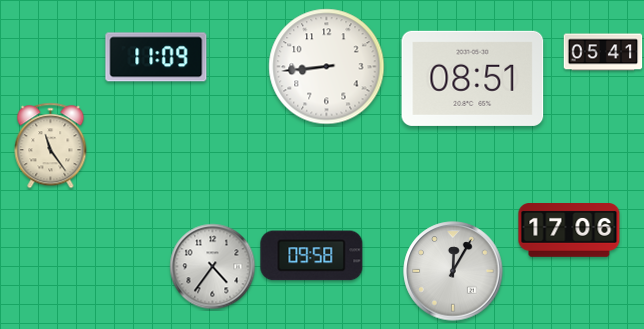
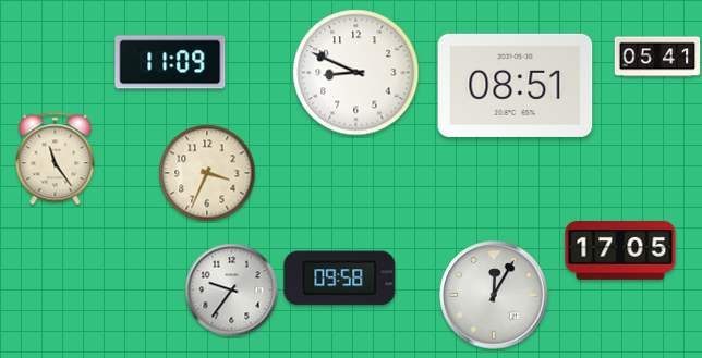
clock at (327, 67): 8:44 -> 8:49
clock at (207, 173): none -> 3:34
clock at (569, 231): 17:06 -> 17:05
clock at (213, 267): 4:36 -> 9:36
